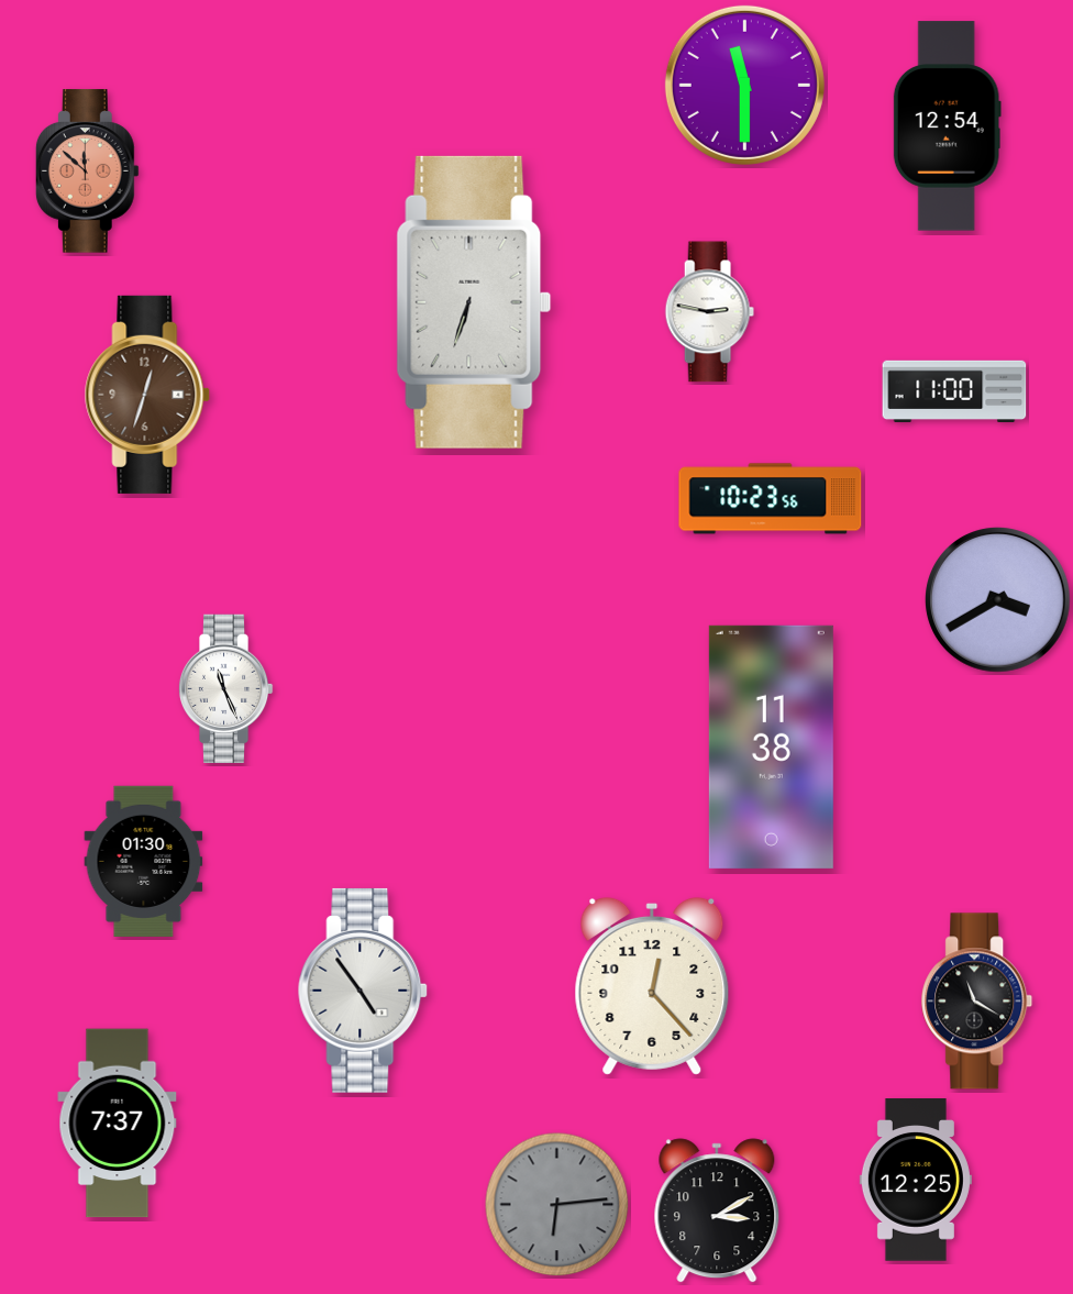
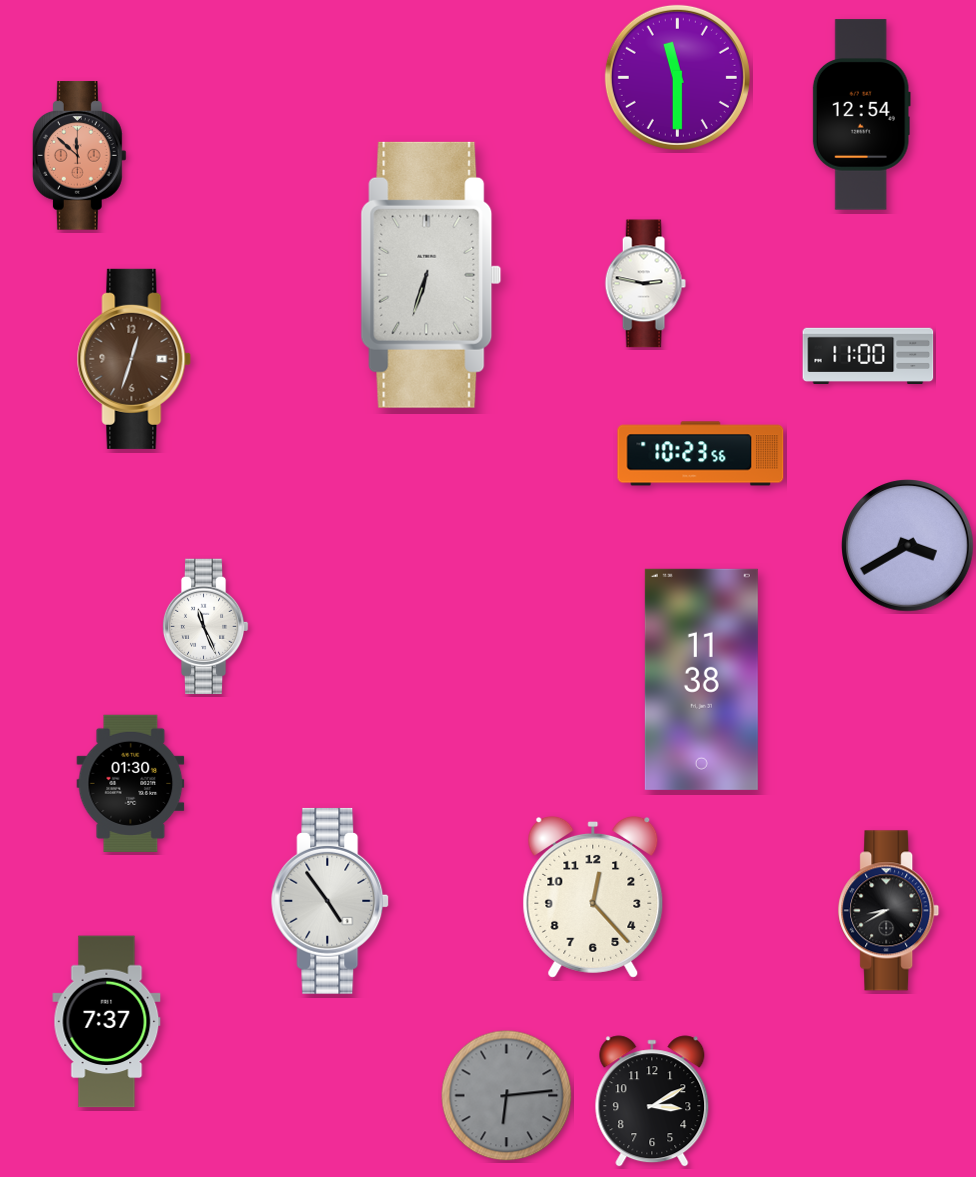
clock at (977, 1002): 11:20 -> 8:40
clock at (916, 1180): 12:25 -> none
